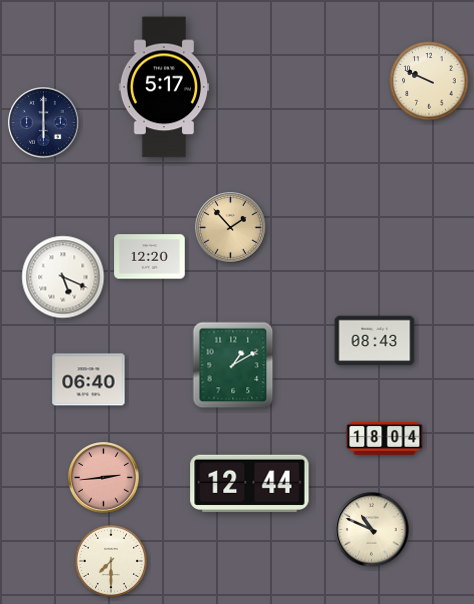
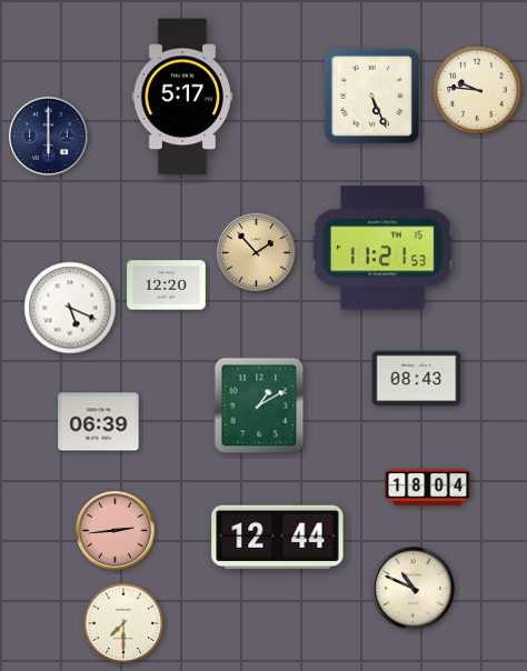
clock at (429, 81): 9:49 -> 9:46
clock at (372, 97): none -> 5:26
clock at (382, 248): none -> 11:21
clock at (89, 380): 06:40 -> 06:39
